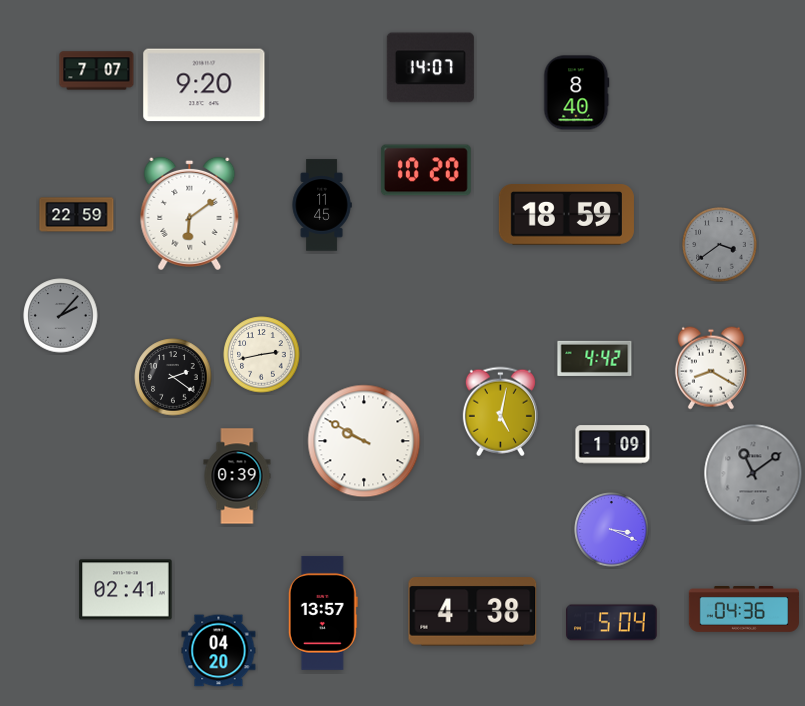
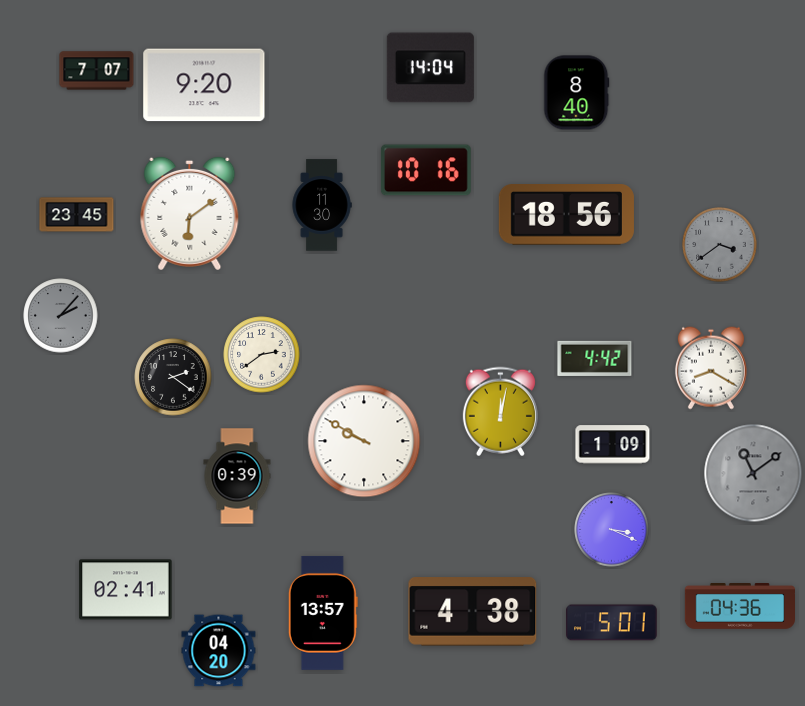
clock at (430, 68): 14:07 -> 14:04
clock at (426, 170): 10:20 -> 10:16
clock at (322, 205): 11:45 -> 11:30
clock at (77, 215): 22:59 -> 23:45
clock at (566, 215): 18:59 -> 18:56
clock at (262, 355): 2:43 -> 2:39
clock at (500, 412): 5:02 -> 12:02
clock at (743, 610) position: (743, 610) -> (739, 607)
clock at (612, 623): 5:04 -> 5:01
